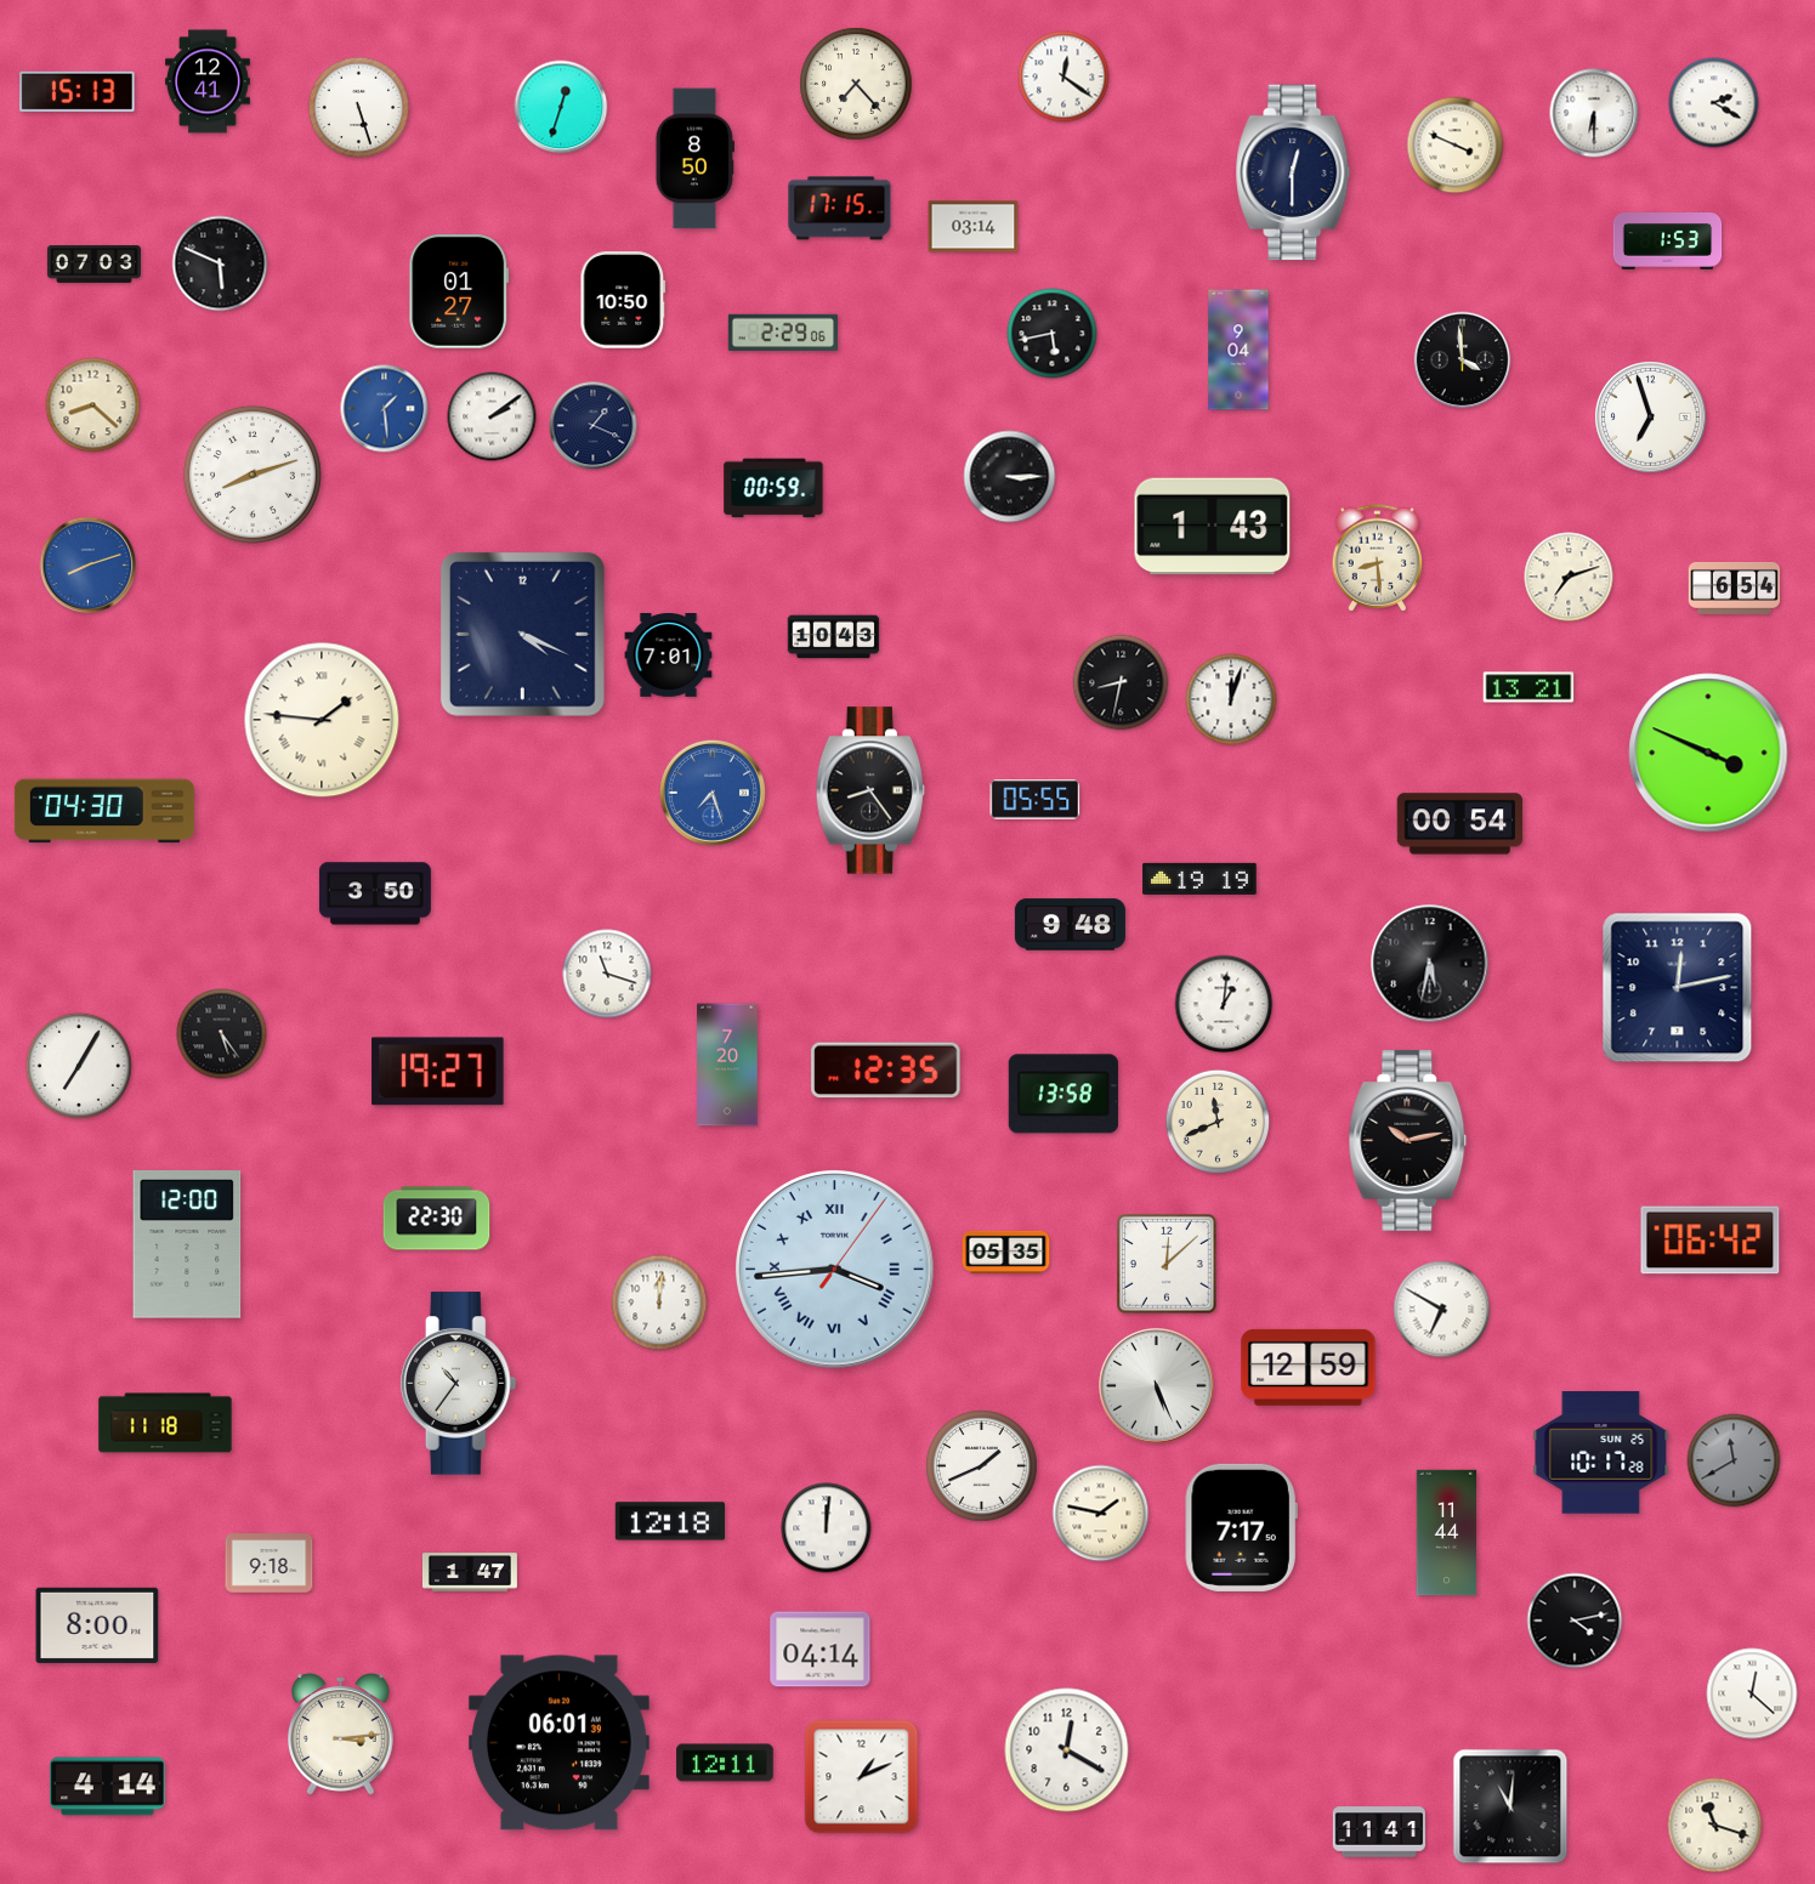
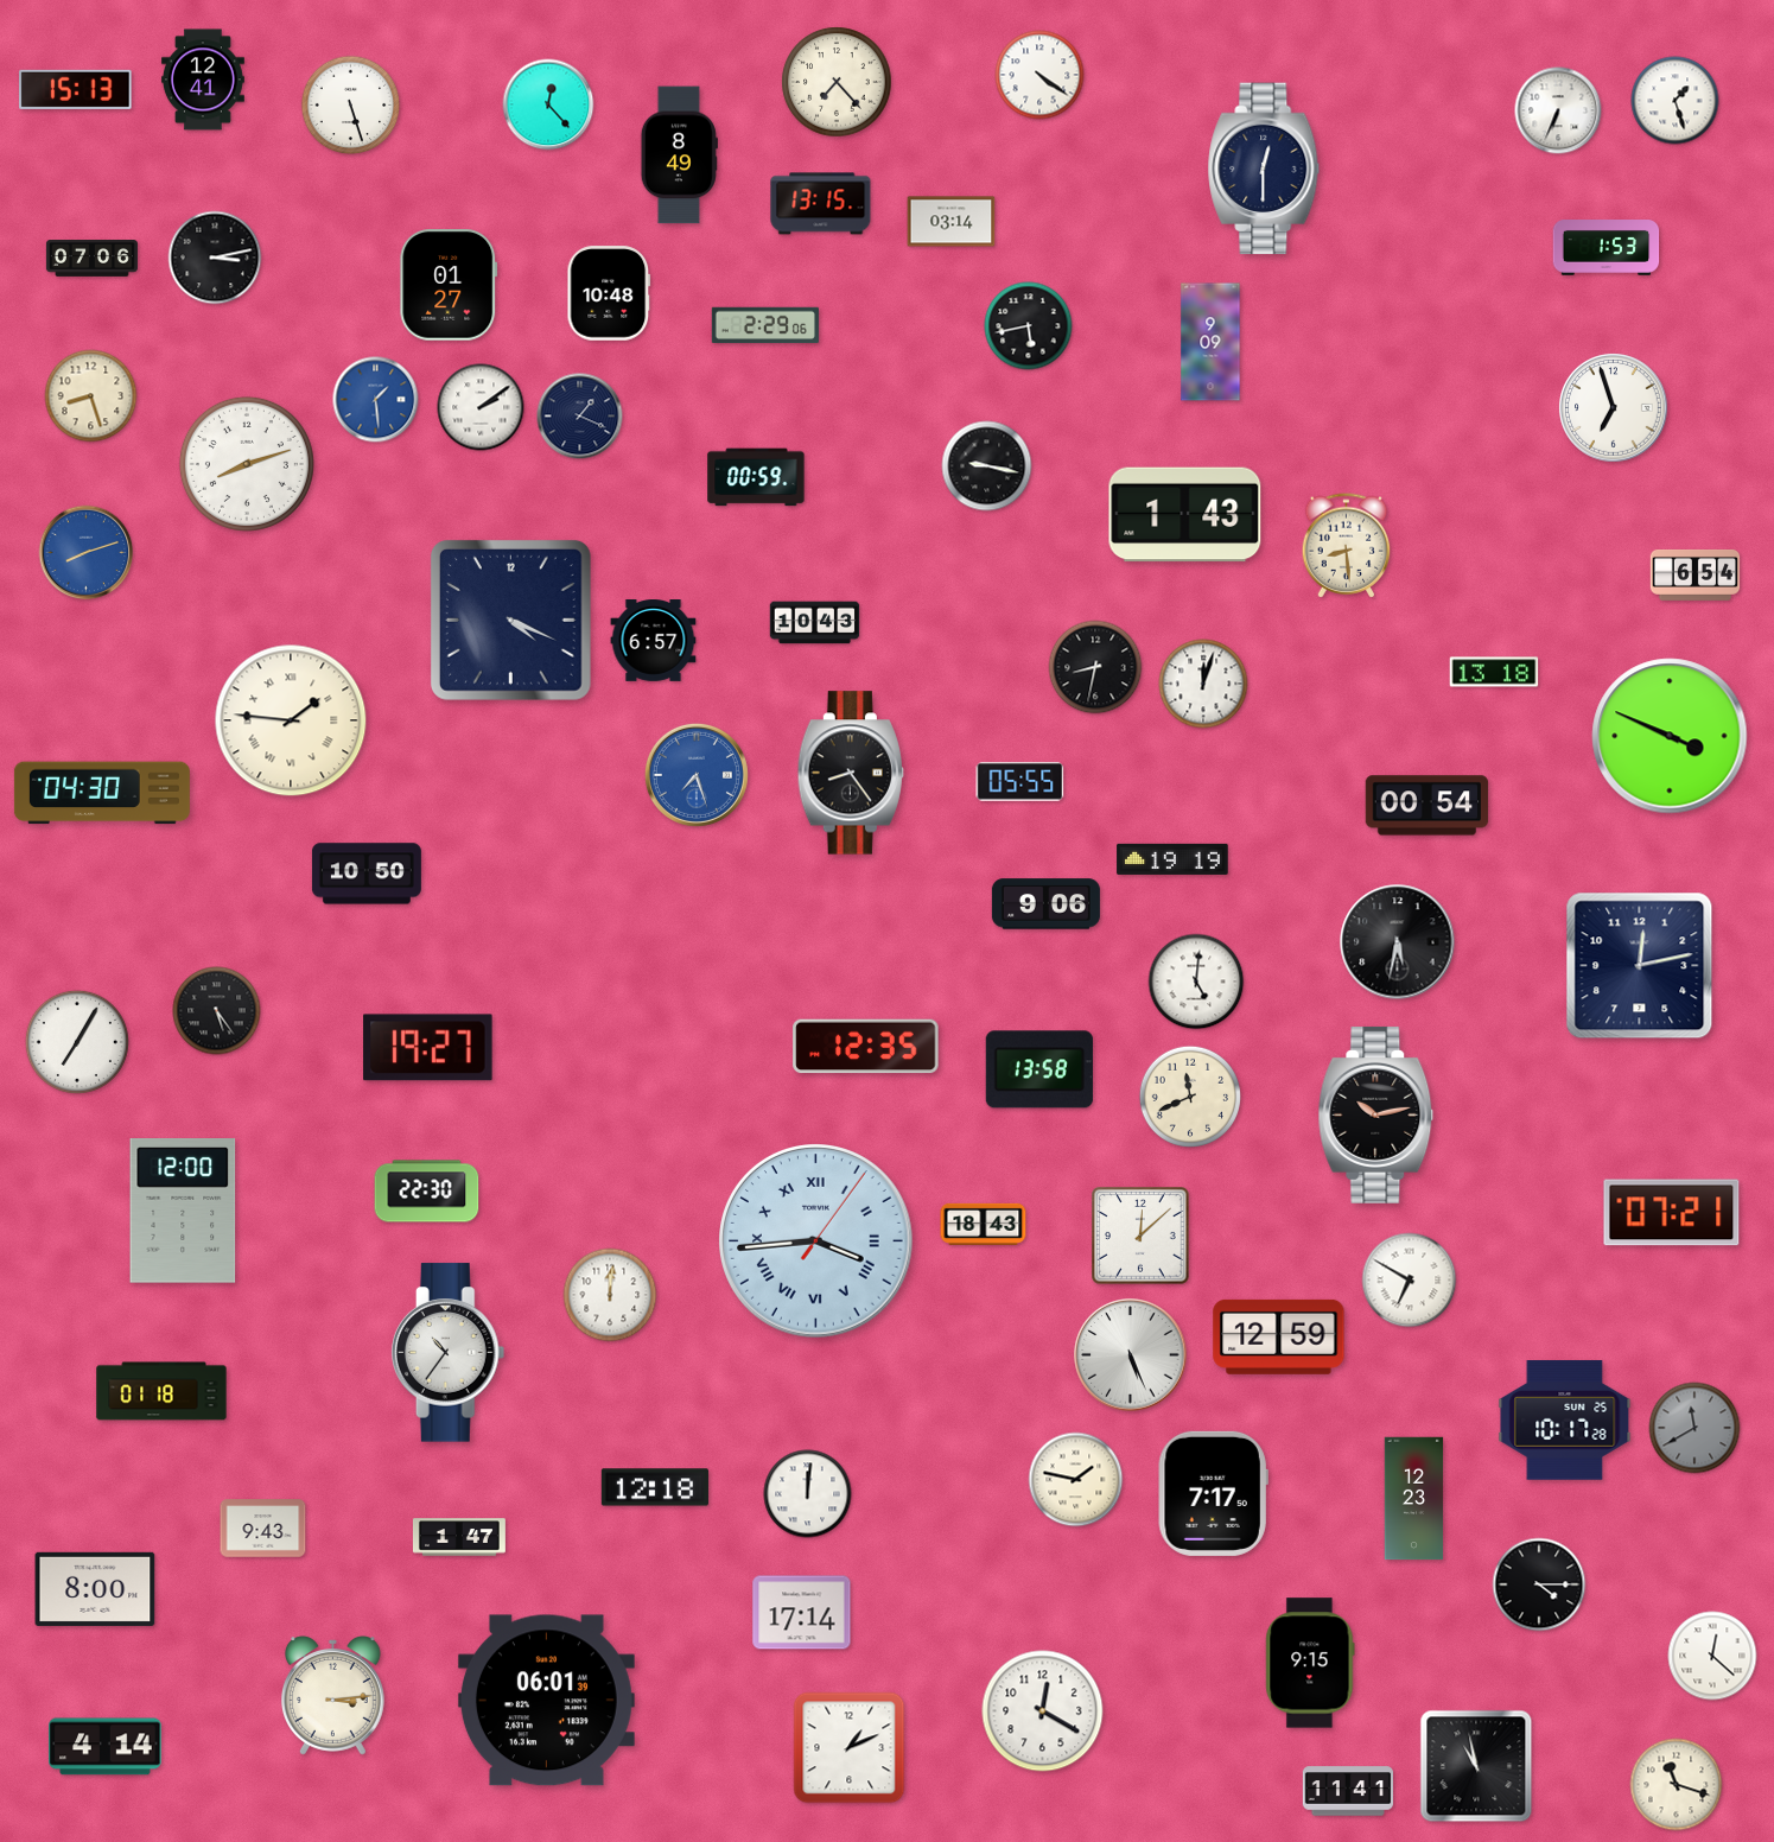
clock at (1064, 76): 12:21 -> 4:21
clock at (1714, 103): 2:20 -> 1:27
clock at (561, 107): 12:33 -> 12:23
clock at (1594, 113): 6:30 -> 6:34
clock at (1456, 146): 3:49 -> none
clock at (694, 159): 8:50 -> 8:49
clock at (840, 209): 17:15 -> 13:15
clock at (1668, 242) position: (1668, 242) -> (1607, 248)
clock at (220, 263): 5:49 -> 3:13
clock at (93, 265): 07:03 -> 07:06
clock at (623, 300): 10:50 -> 10:48
clock at (1238, 350): 9:04 -> 9:09
clock at (1463, 361): 3:59 -> none
clock at (93, 405): 8:22 -> 8:27
clock at (1010, 477): 3:15 -> 9:17
clock at (1569, 577): 7:12 -> none
clock at (669, 656): 7:01 -> 6:57
clock at (1528, 687): 13:21 -> 13:18
clock at (322, 720) position: (322, 720) -> (291, 720)
clock at (1036, 800) position: (1036, 800) -> (1020, 782)
clock at (375, 893): 3:50 -> 10:50
clock at (1070, 925): 9:48 -> 9:06
clock at (607, 974): 11:18 -> none
clock at (1224, 1004): 1:01 -> 5:01
clock at (727, 1065): 7:20 -> none
clock at (1711, 1241): 06:42 -> 07:21
clock at (187, 1245) position: (187, 1245) -> (183, 1212)
clock at (1006, 1252): 05:35 -> 18:43
clock at (659, 1303) position: (659, 1303) -> (610, 1295)
clock at (165, 1423): 11:18 -> 01:18
clock at (982, 1466): 1:41 -> none
clock at (1447, 1533): 11:44 -> 12:23
clock at (270, 1564): 9:18 -> 9:43
clock at (1575, 1621): 4:13 -> 4:15
clock at (821, 1650): 04:14 -> 17:14
clock at (1310, 1663): none -> 9:15
clock at (558, 1743) position: (558, 1743) -> (546, 1701)
clock at (725, 1763): 12:11 -> none
clock at (862, 1777) position: (862, 1777) -> (850, 1748)
clock at (1510, 1806): 11:01 -> 10:58
